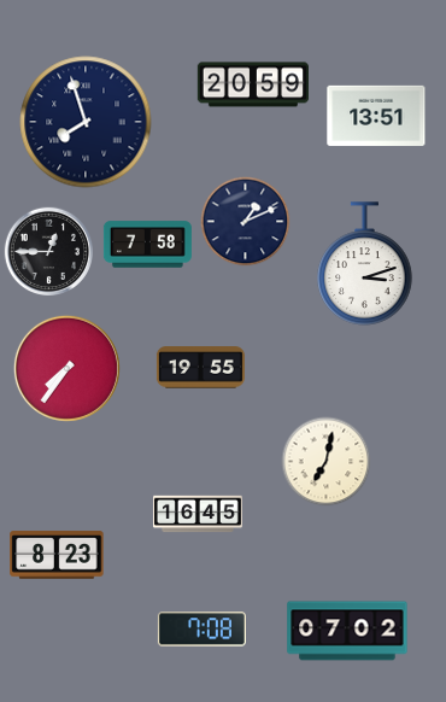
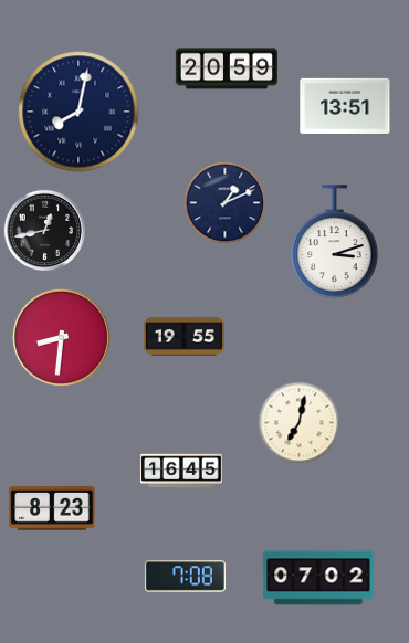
clock at (252, 84) position: (252, 84) -> (226, 68)
clock at (86, 122): 7:57 -> 8:02
clock at (147, 245): 7:58 -> none
clock at (48, 251): 12:45 -> 12:43
clock at (66, 368): 7:36 -> 8:31
